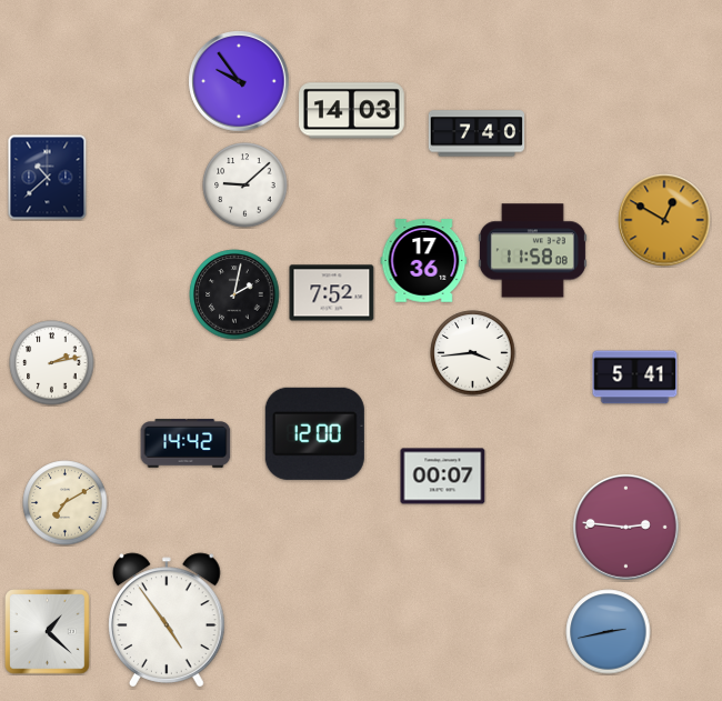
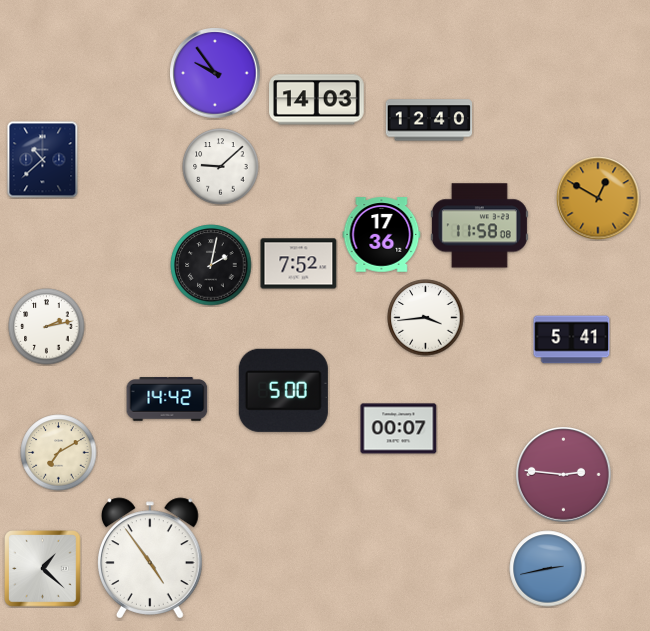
clock at (477, 133): 7:40 -> 12:40
clock at (314, 433): 12:00 -> 5:00
